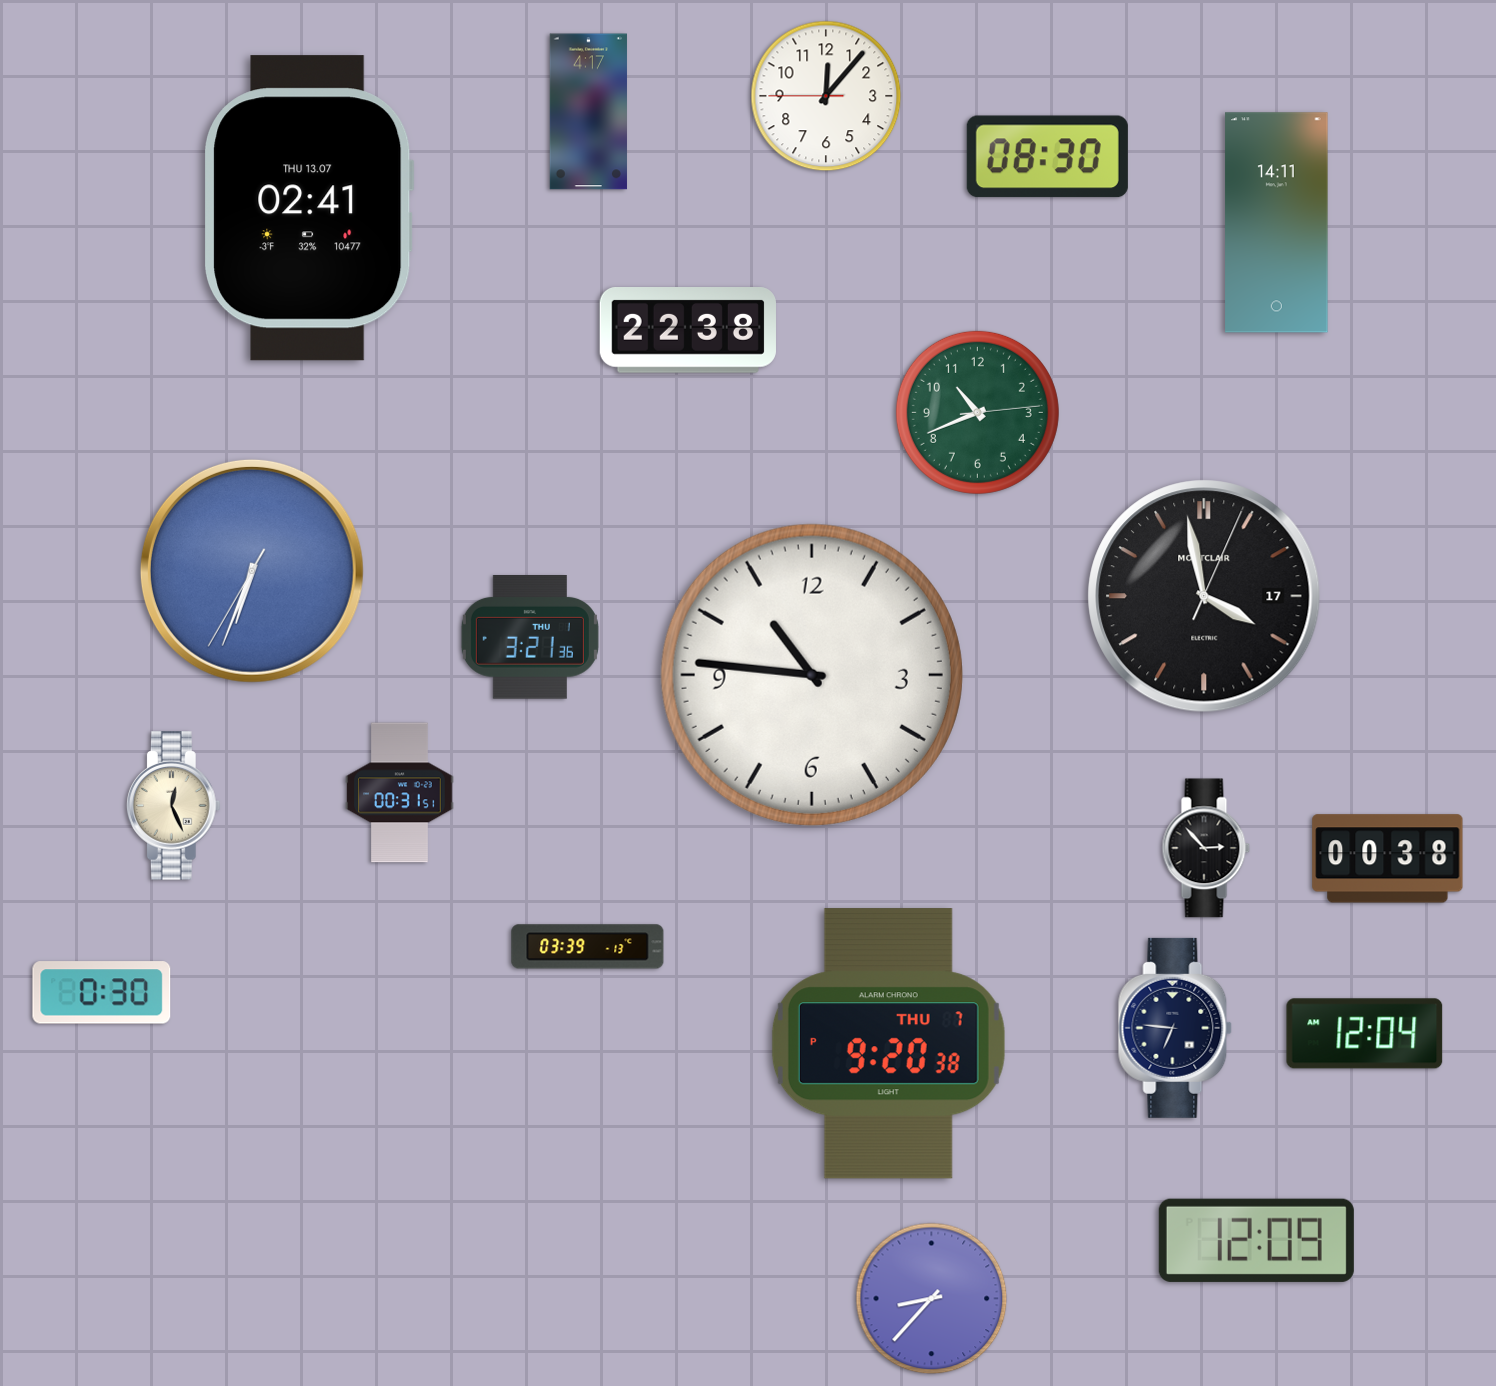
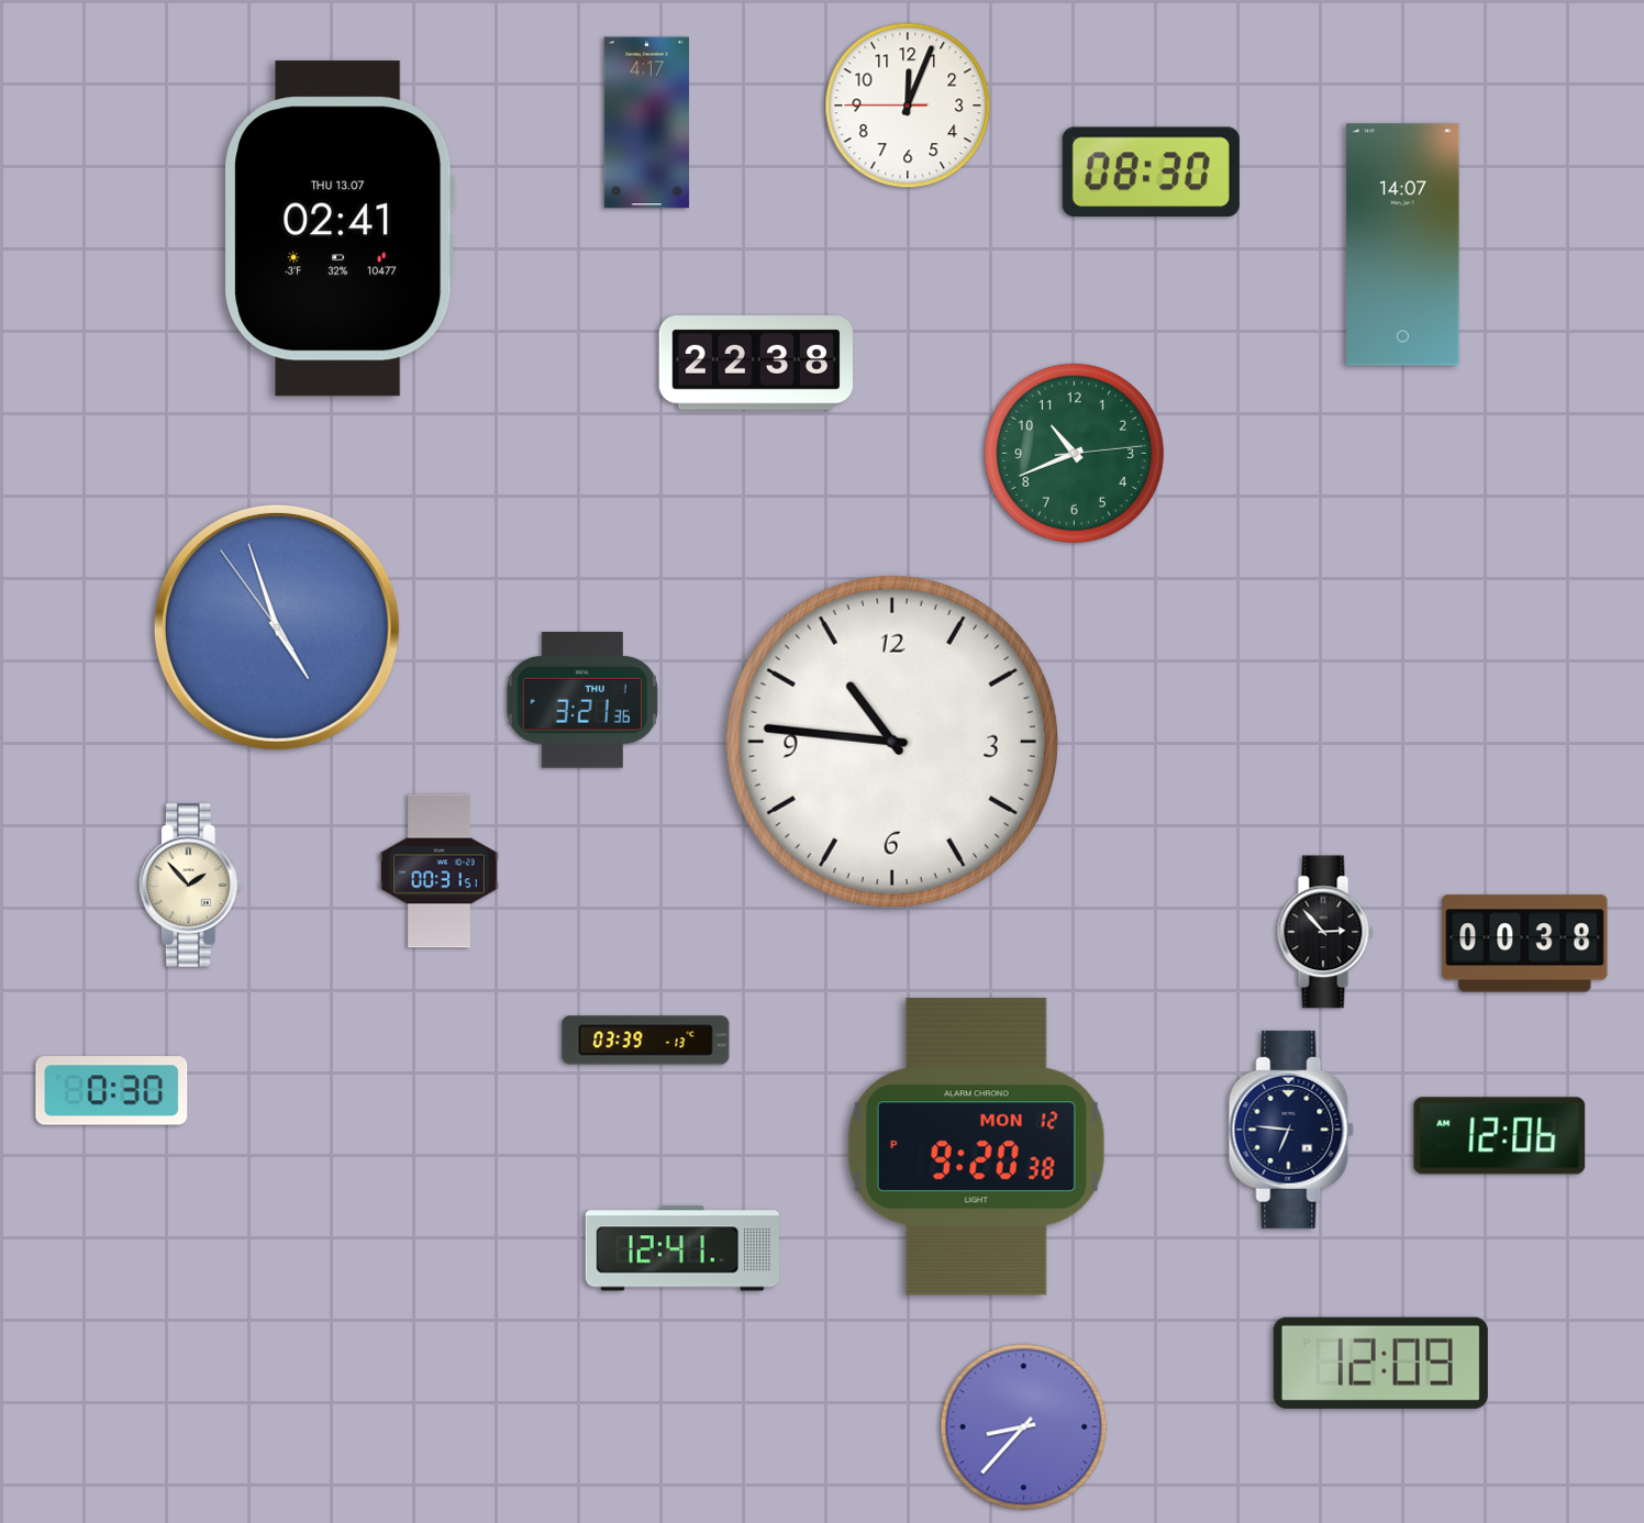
clock at (826, 96): 12:06 -> 12:03
clock at (1277, 223): 14:11 -> 14:07
clock at (252, 571): 6:33 -> 4:56
clock at (1204, 596): 3:58 -> none
clock at (173, 806): 12:26 -> 1:53
clock at (1365, 1034): 12:04 -> 12:06
clock at (888, 1044) date: THU 7 -> MON 12
clock at (682, 1248): none -> 12:41
